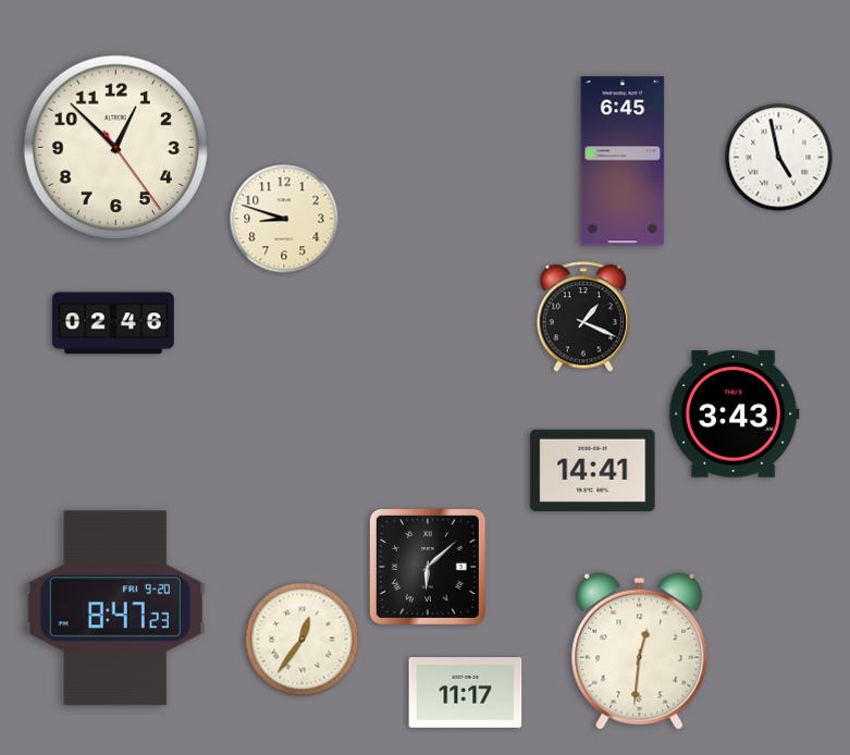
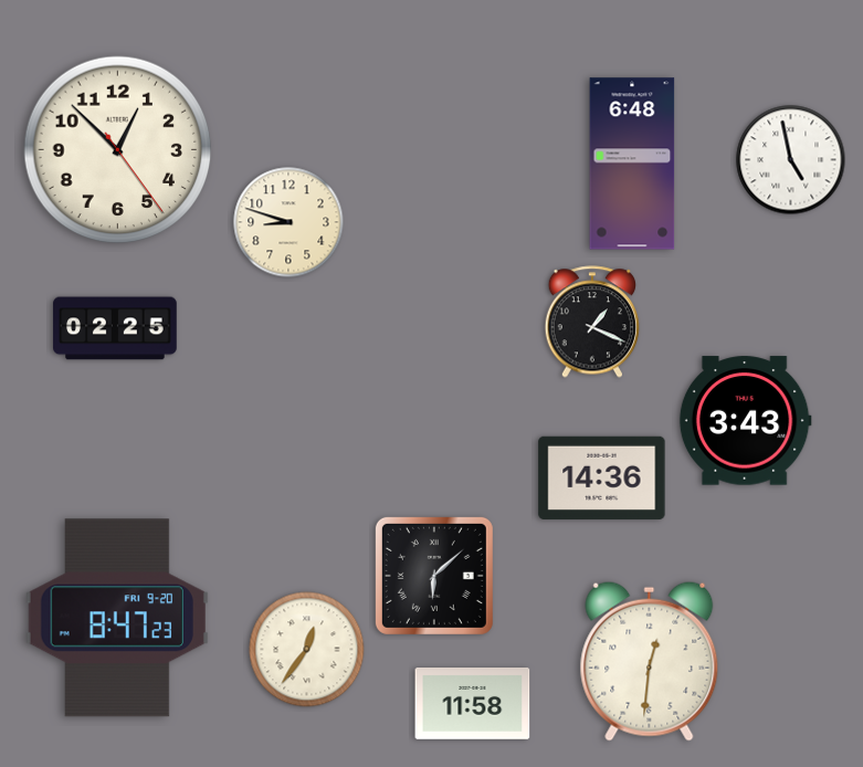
clock at (623, 161): 6:45 -> 6:48
clock at (113, 323): 02:46 -> 02:25
clock at (593, 470): 14:41 -> 14:36
clock at (466, 693): 11:17 -> 11:58
